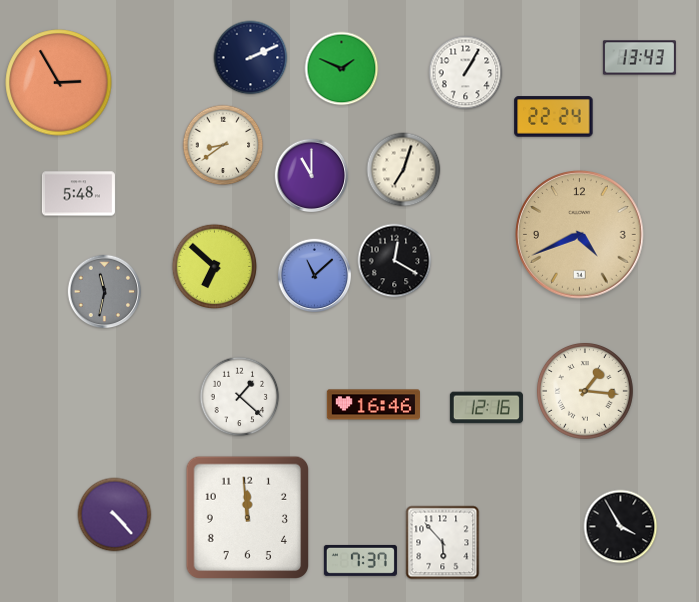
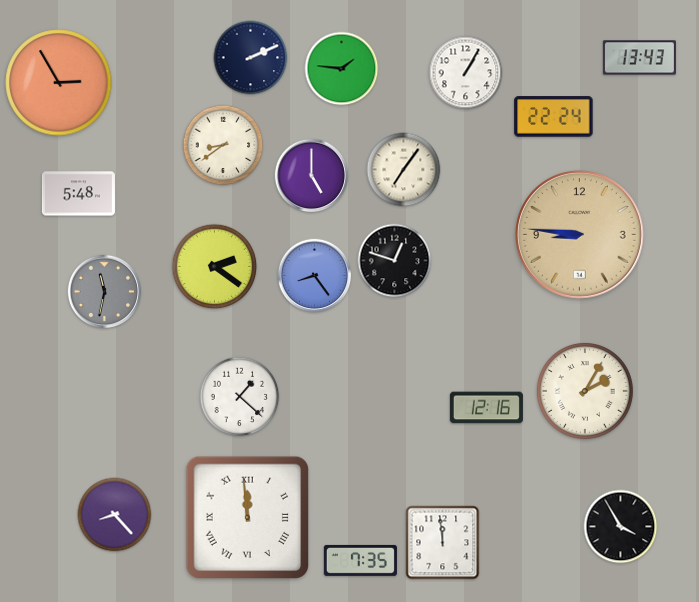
clock at (342, 69): 1:49 -> 1:46
clock at (404, 170): 7:03 -> 7:06
clock at (312, 176): 11:00 -> 5:00
clock at (580, 235): 4:41 -> 8:46
clock at (395, 261): 12:20 -> 12:48
clock at (215, 267): 6:52 -> 2:21
clock at (315, 276): 11:08 -> 8:24
clock at (585, 391): 1:16 -> 2:05
clock at (373, 405): 16:46 -> none
clock at (115, 515): 4:23 -> 8:23
clock at (248, 518) numerals: Arabic -> Roman
clock at (443, 543): 5:53 -> 11:59
clock at (360, 560): 7:37 -> 7:35
